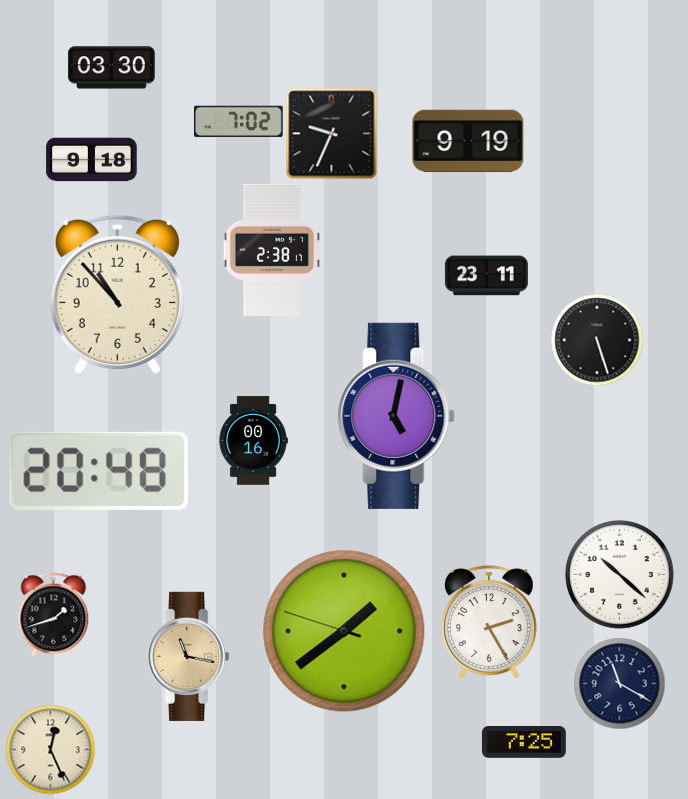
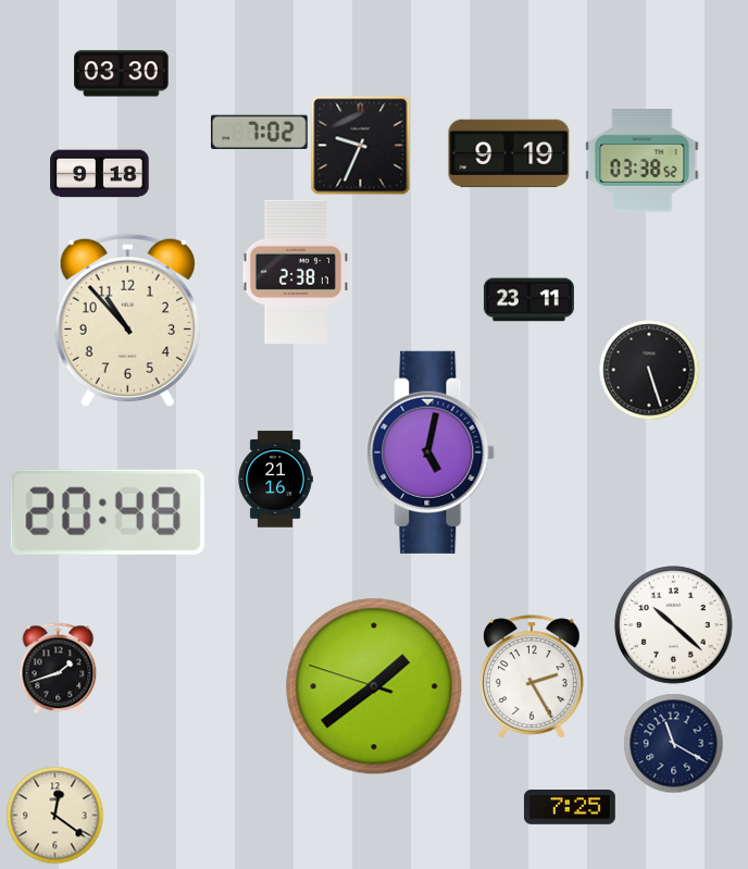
clock at (643, 161): none -> 03:38
clock at (253, 441): 00:16 -> 21:16
clock at (189, 656): 11:17 -> none
clock at (50, 749): 12:26 -> 12:21
